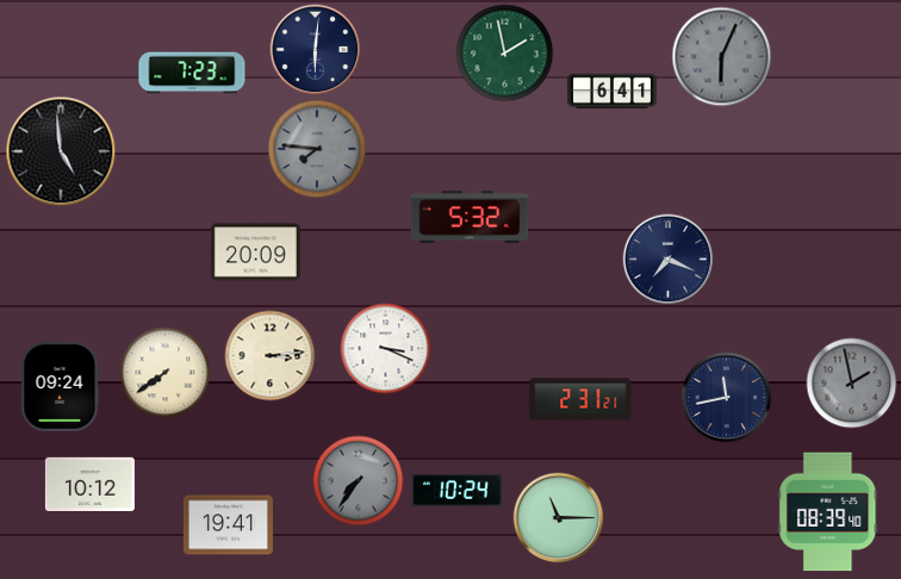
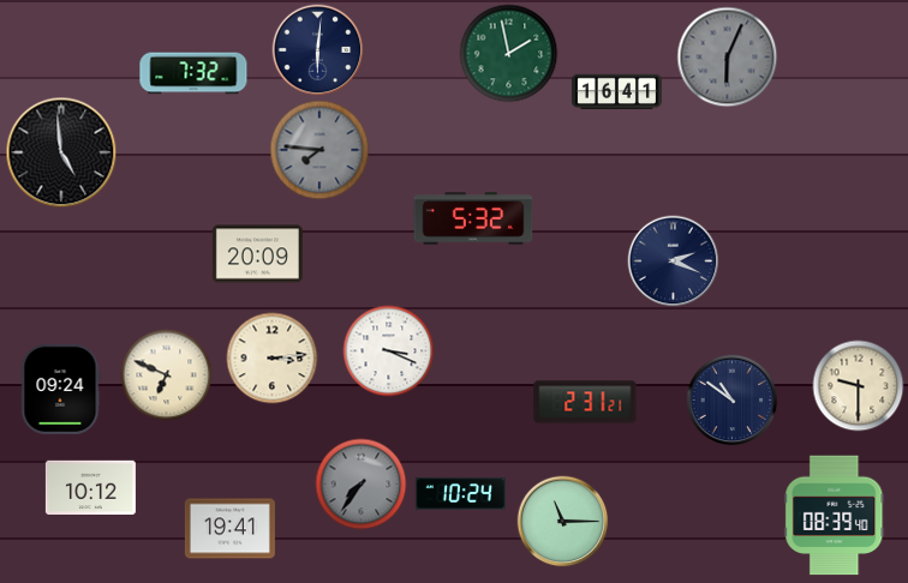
clock at (192, 73): 7:23 -> 7:32
clock at (611, 92): 6:41 -> 16:41
clock at (669, 260): 7:19 -> 2:19
clock at (166, 373): 7:39 -> 6:49
clock at (852, 384): 1:58 -> 9:30
clock at (852, 384) dial: grey -> cream
clock at (727, 398): 11:43 -> 10:51
